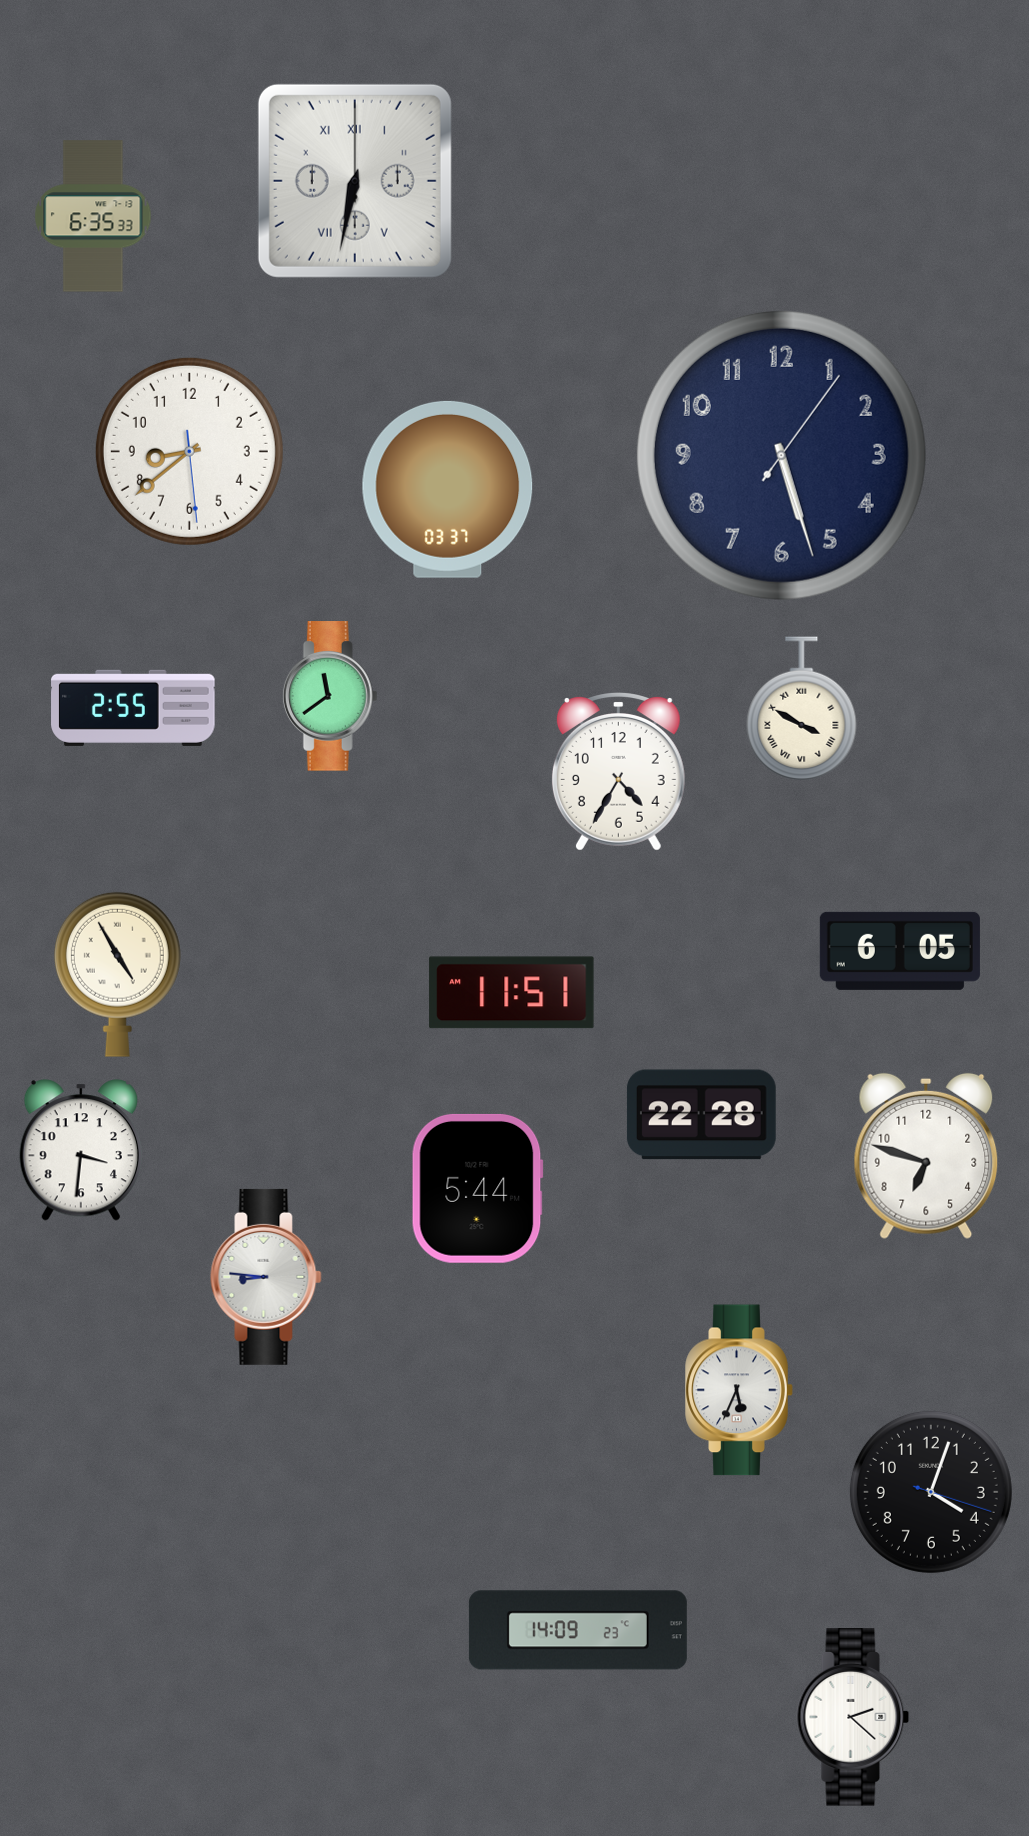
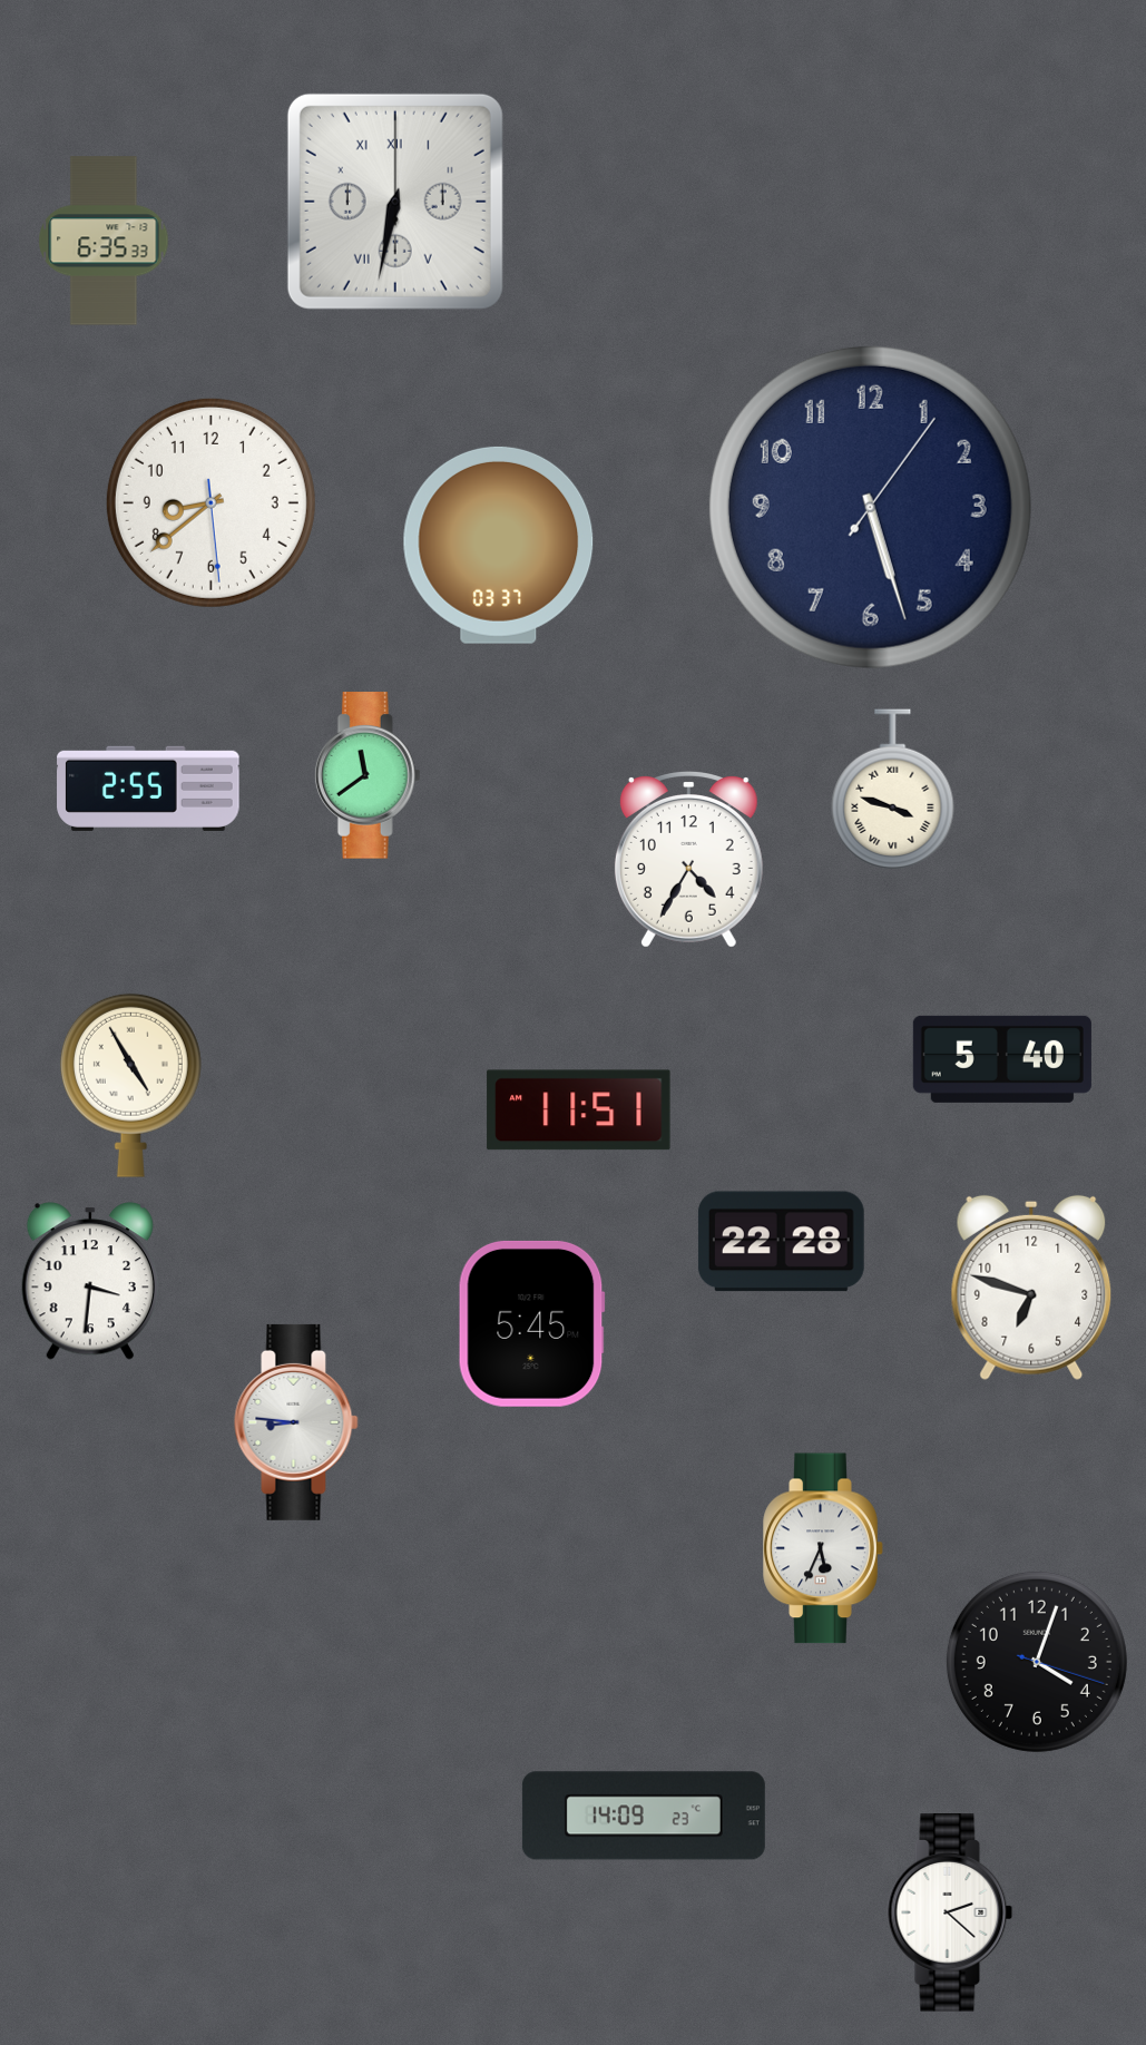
clock at (802, 708): 3:50 -> 3:48
clock at (900, 951): 6:05 -> 5:40
clock at (512, 993) position: (512, 993) -> (579, 1110)
clock at (477, 1188): 5:44 -> 5:45
